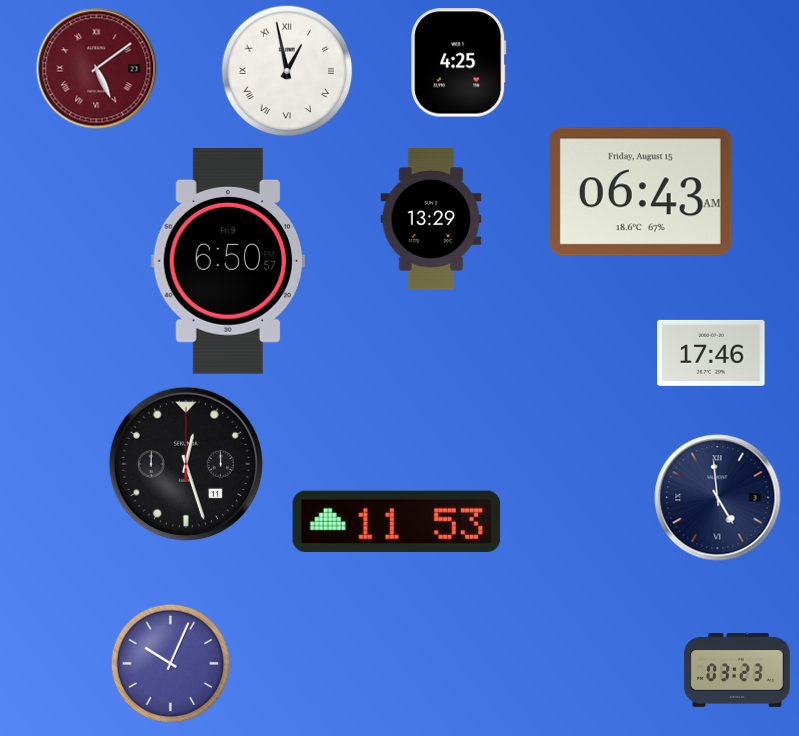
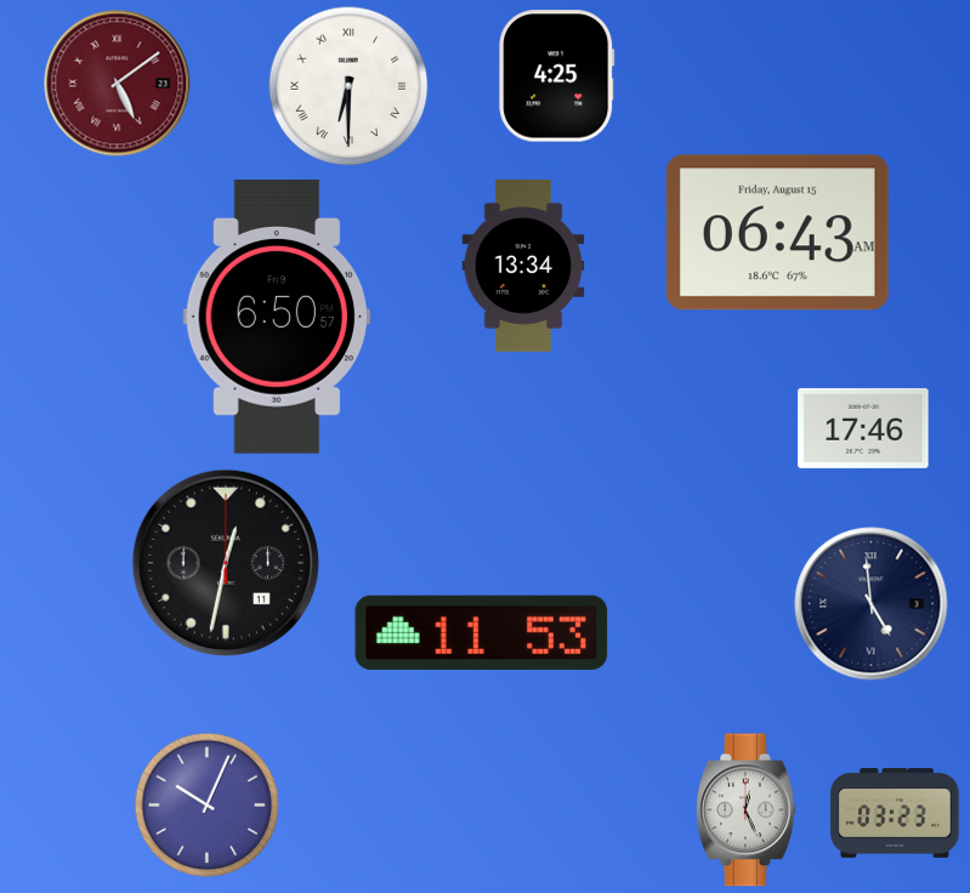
clock at (287, 71): 12:58 -> 6:30
clock at (431, 219): 13:29 -> 13:34
clock at (186, 464): 12:27 -> 12:32
clock at (747, 810): none -> 12:26
